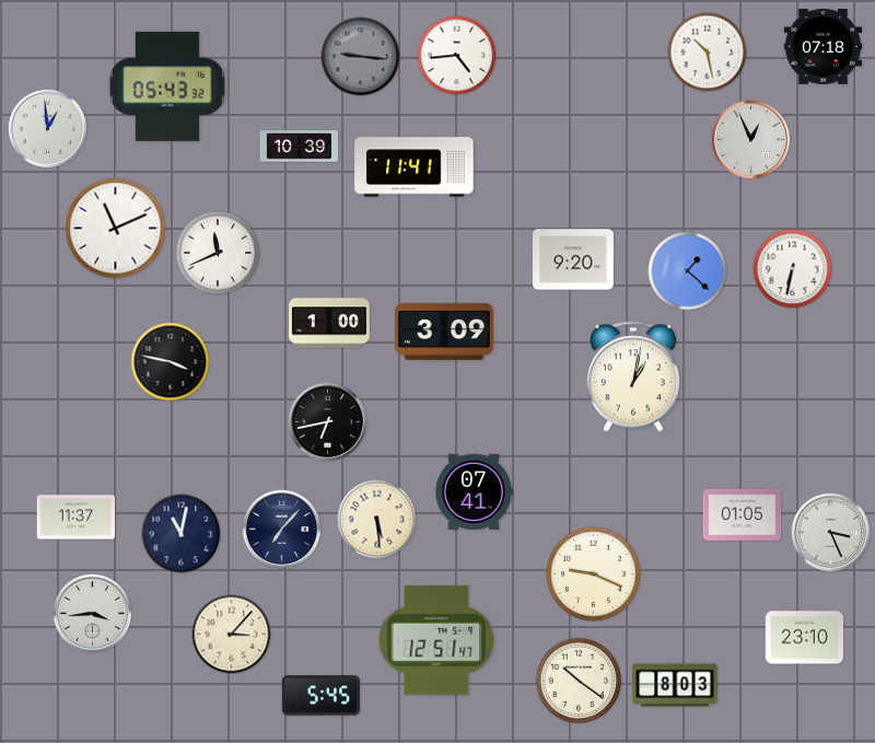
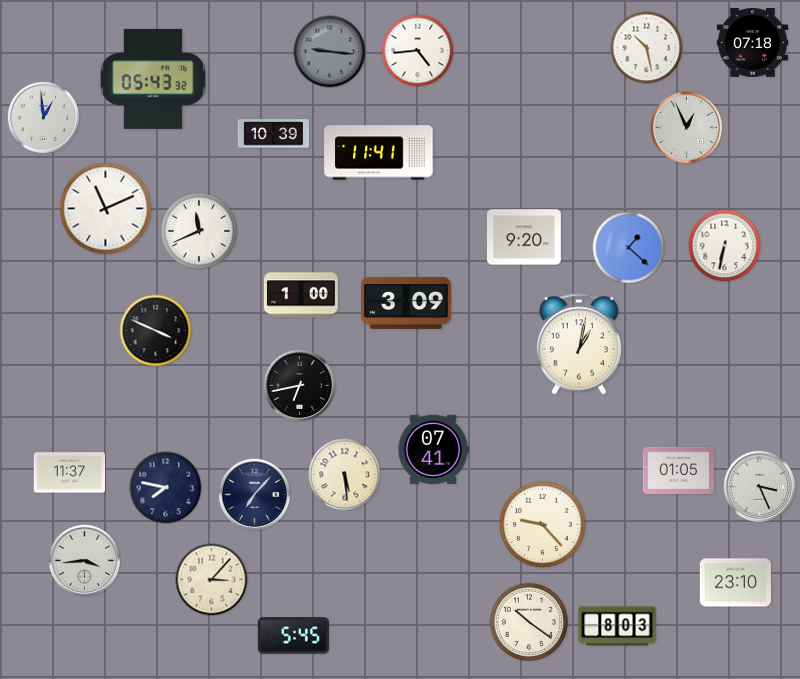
clock at (171, 362): 3:47 -> 3:49
clock at (282, 530) position: (282, 530) -> (255, 495)
clock at (182, 534): 11:02 -> 7:47
clock at (594, 574): 9:19 -> 9:23
clock at (436, 640): 12:51 -> none
